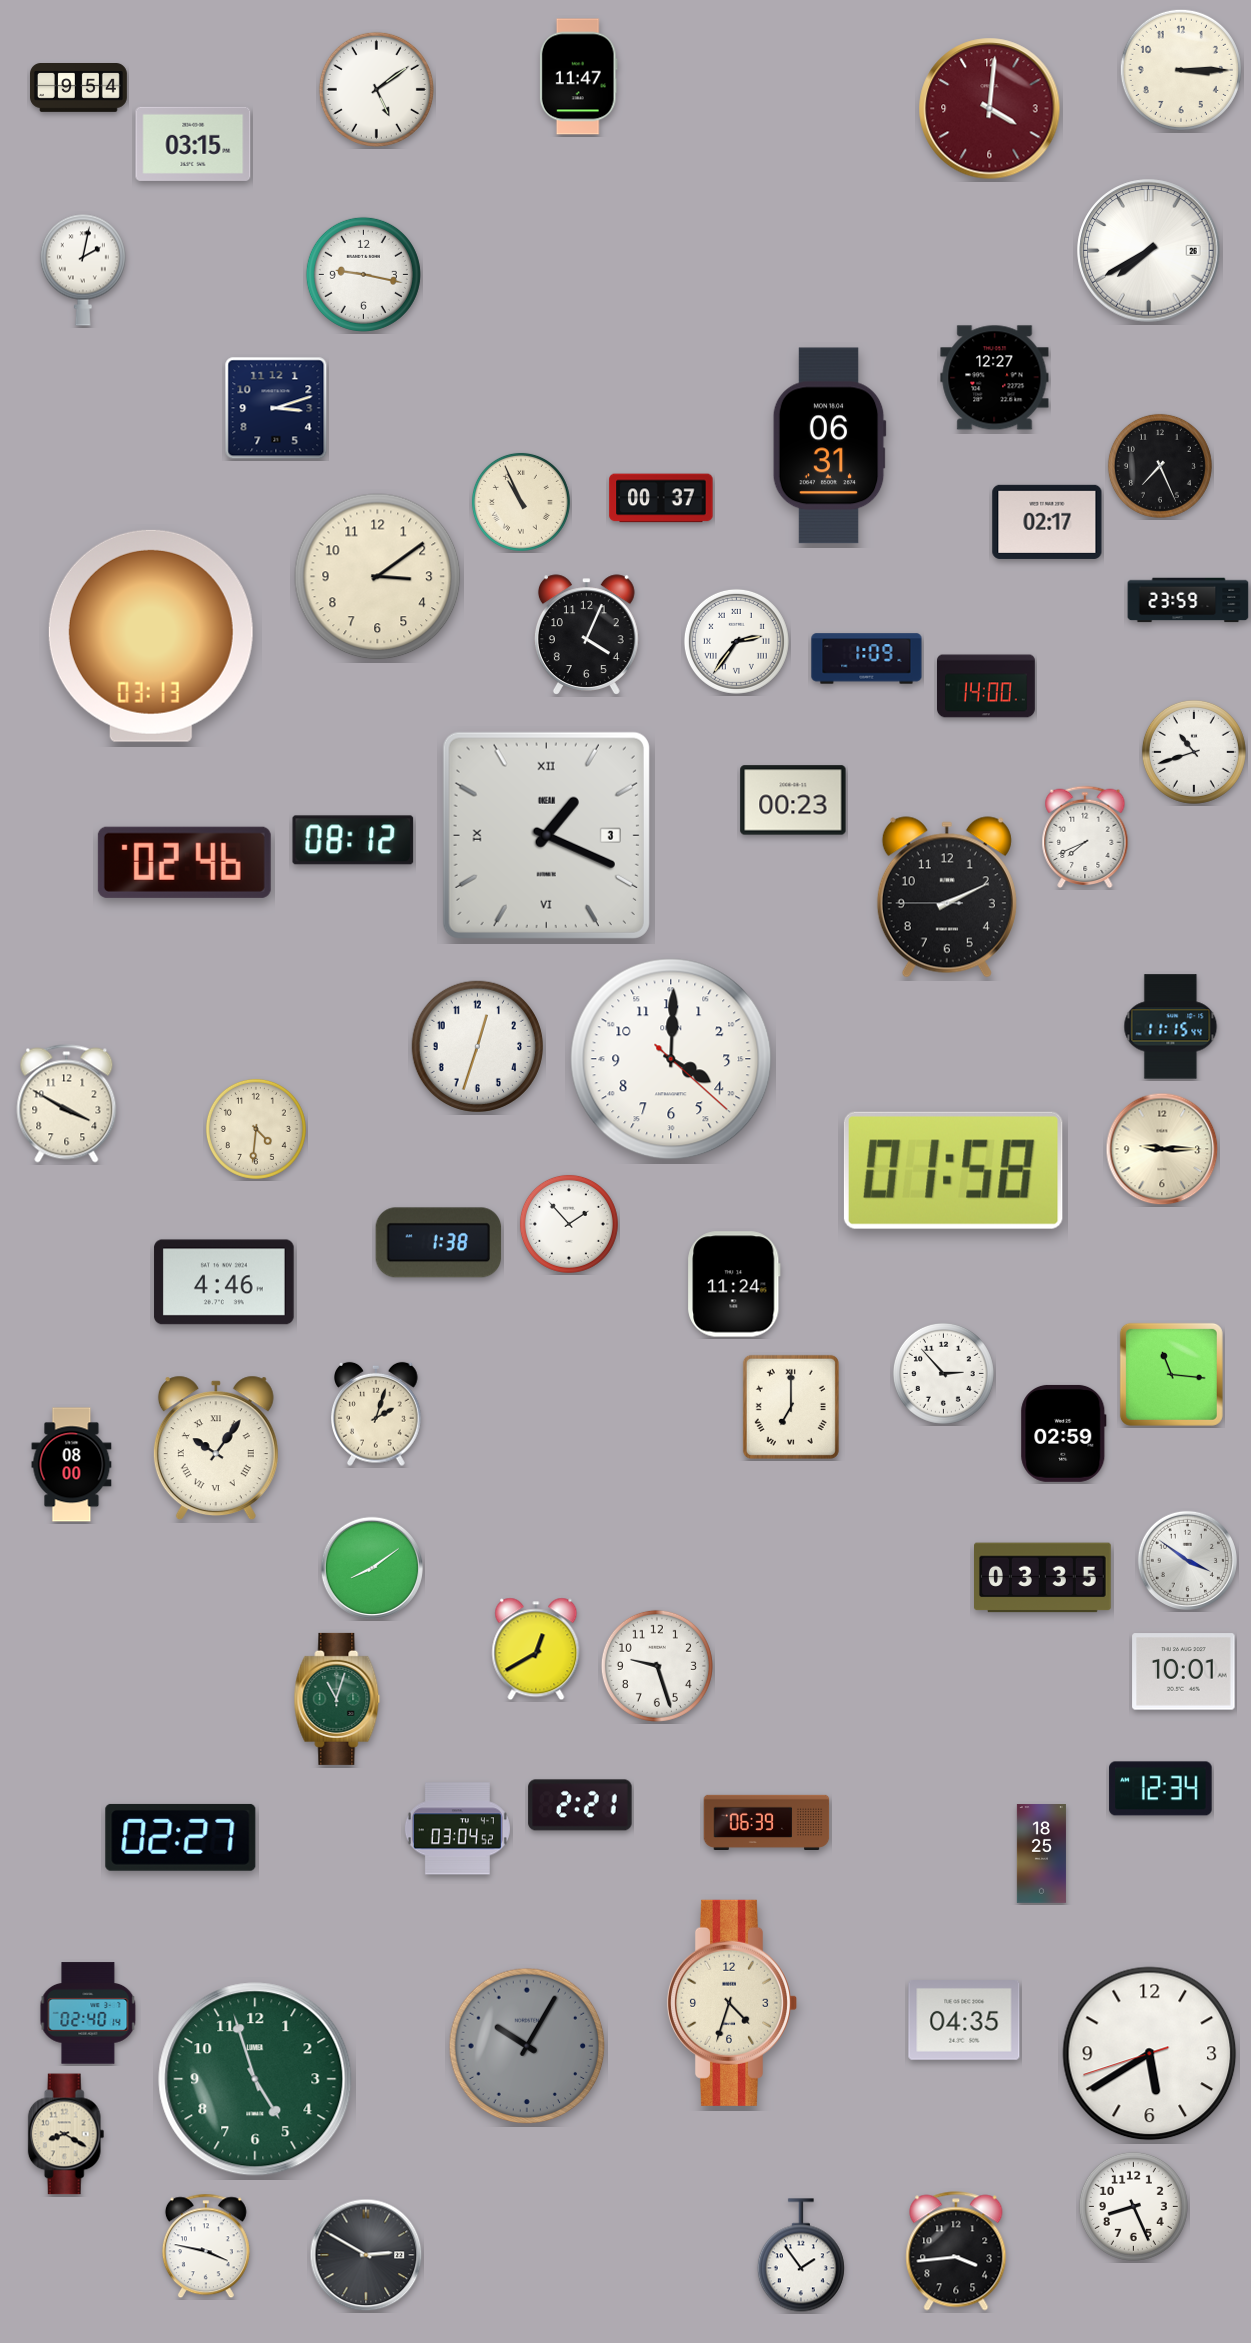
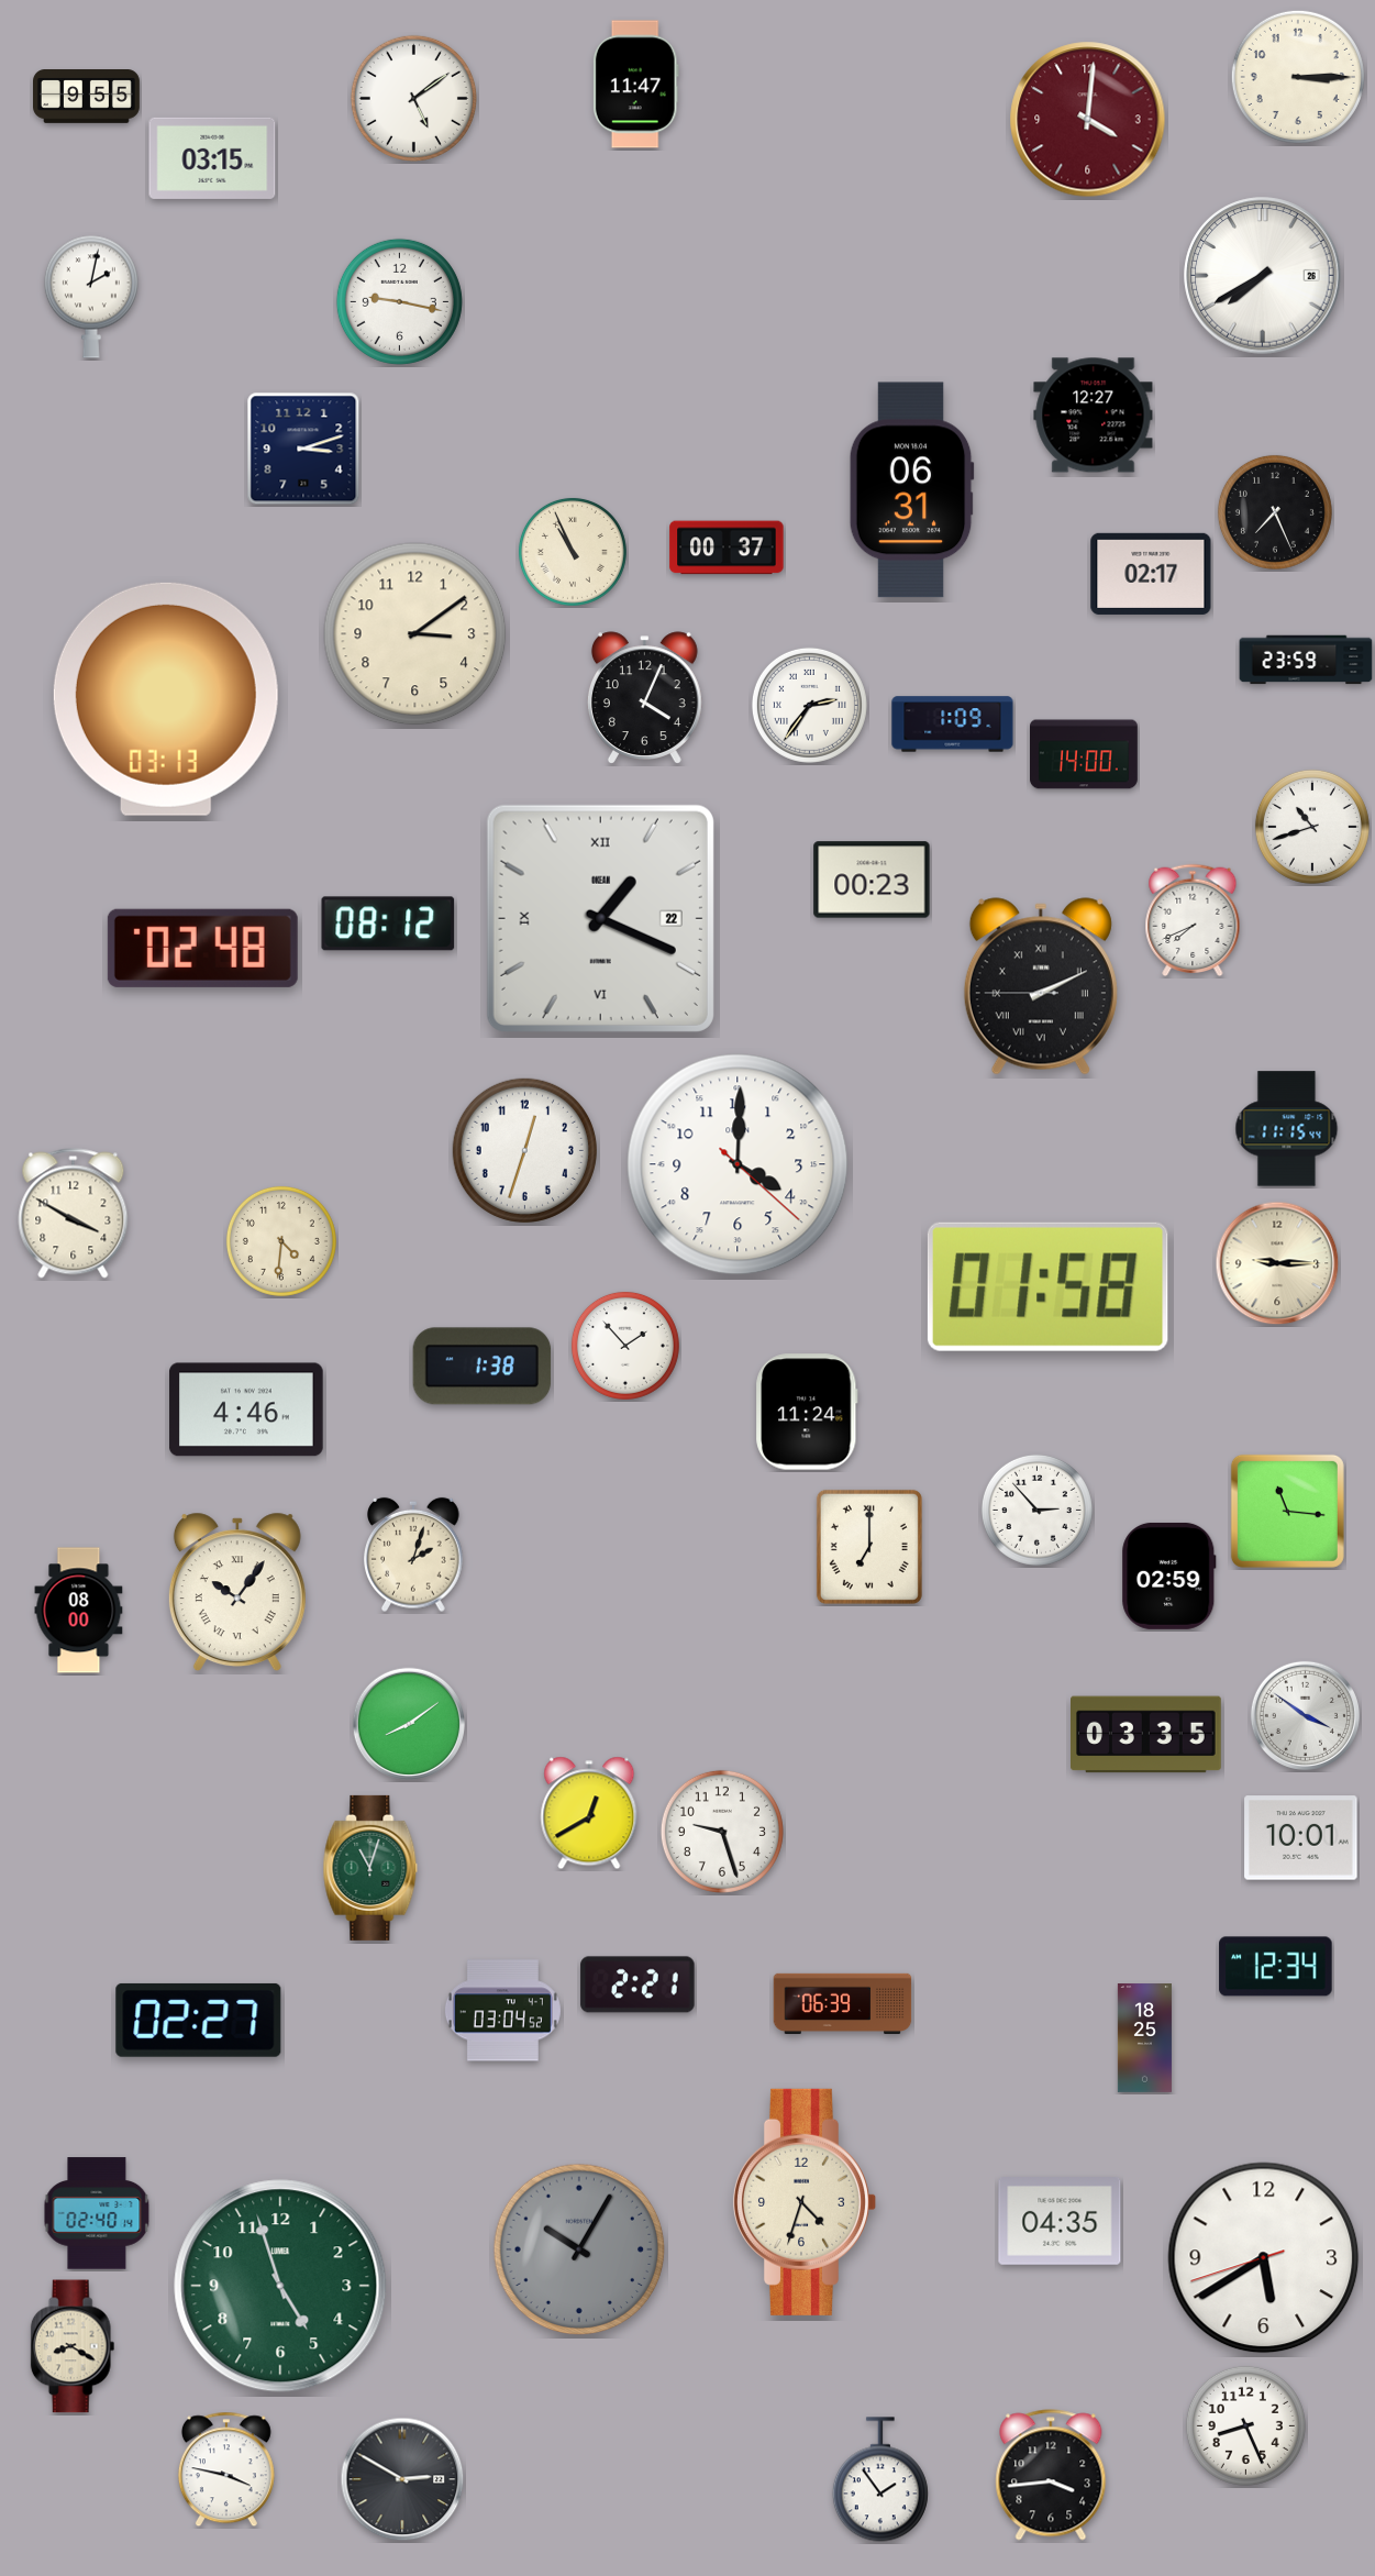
clock at (79, 88): 9:54 -> 9:55
clock at (546, 835) date: 3 -> 22
clock at (184, 862): 02:46 -> 02:48
clock at (947, 897) numerals: Arabic -> Roman
